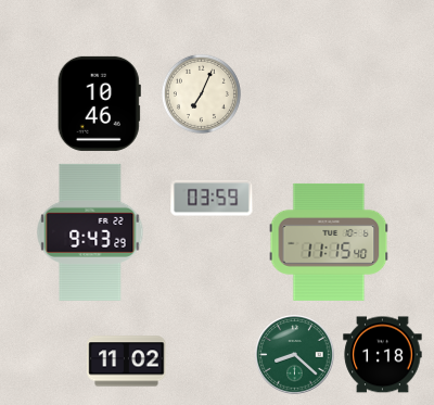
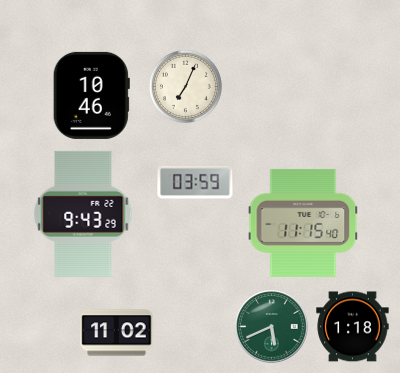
clock at (295, 355): 8:22 -> 5:41
